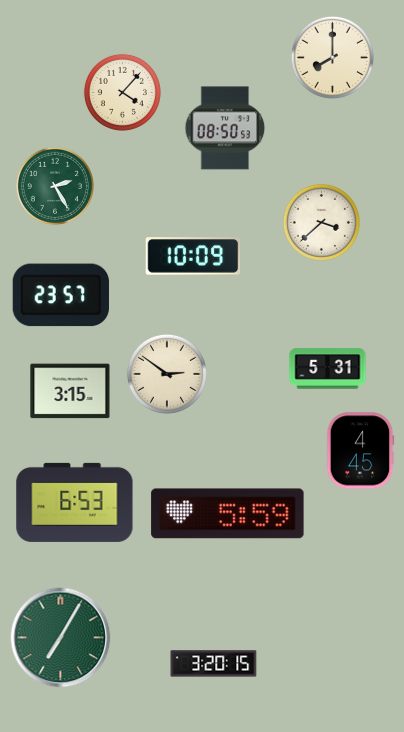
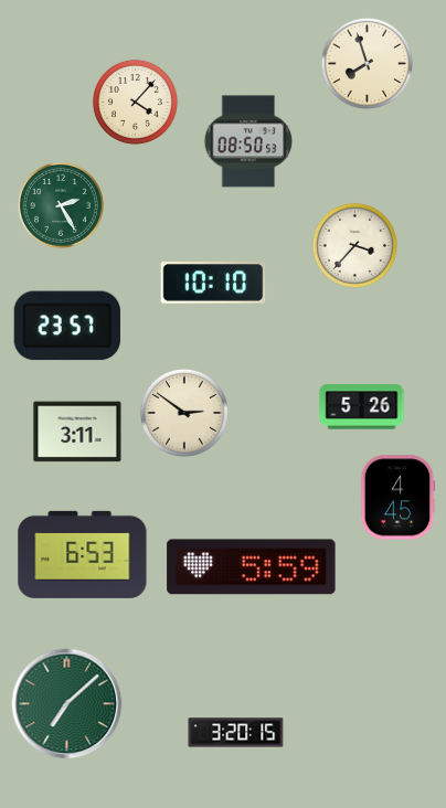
clock at (332, 57): 8:00 -> 7:57
clock at (321, 222): 3:38 -> 3:37
clock at (193, 256): 10:09 -> 10:10
clock at (328, 369): 5:31 -> 5:26
clock at (70, 391): 3:15 -> 3:11
clock at (61, 638): 7:05 -> 7:08
